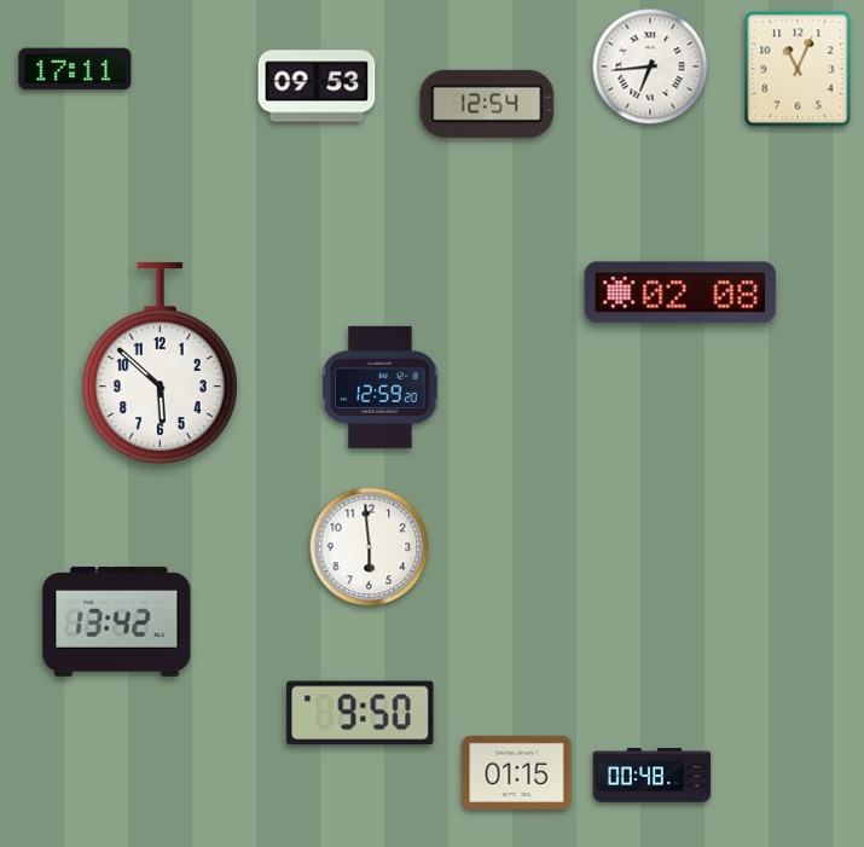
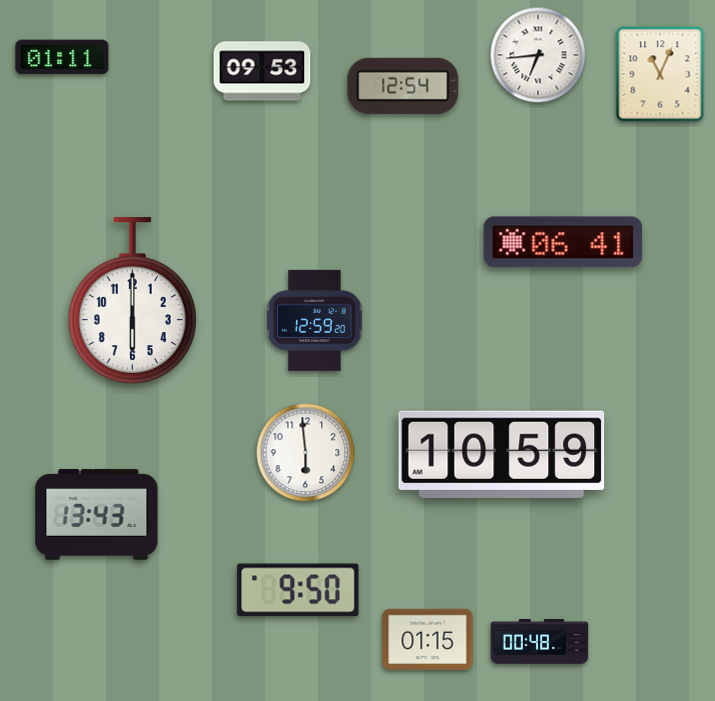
clock at (75, 69): 17:11 -> 01:11
clock at (798, 69) position: (798, 69) -> (660, 74)
clock at (680, 292): 02:08 -> 06:41
clock at (160, 364): 5:52 -> 6:00
clock at (502, 454): none -> 10:59
clock at (117, 622): 13:42 -> 13:43
